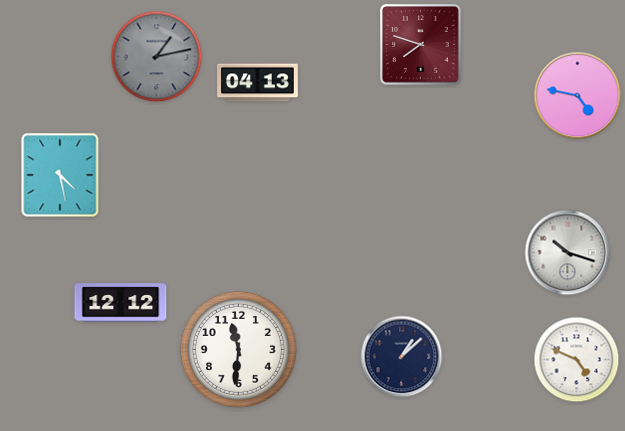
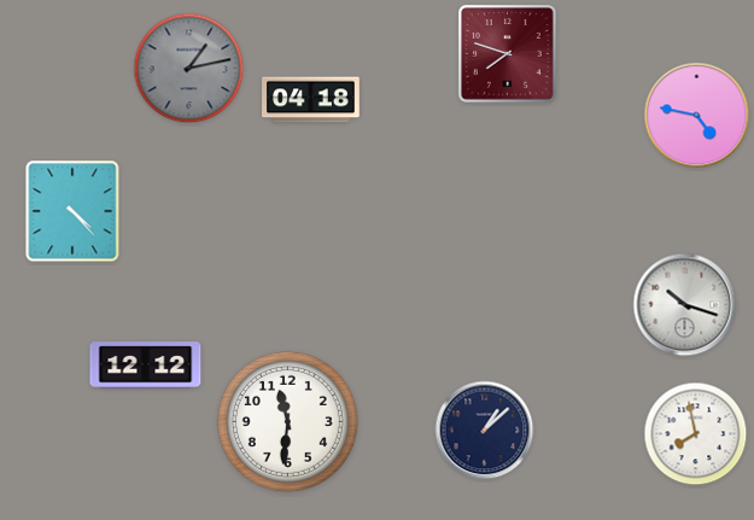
clock at (258, 83): 04:13 -> 04:18
clock at (60, 175): 4:28 -> 4:23
clock at (577, 360): 4:49 -> 7:58
